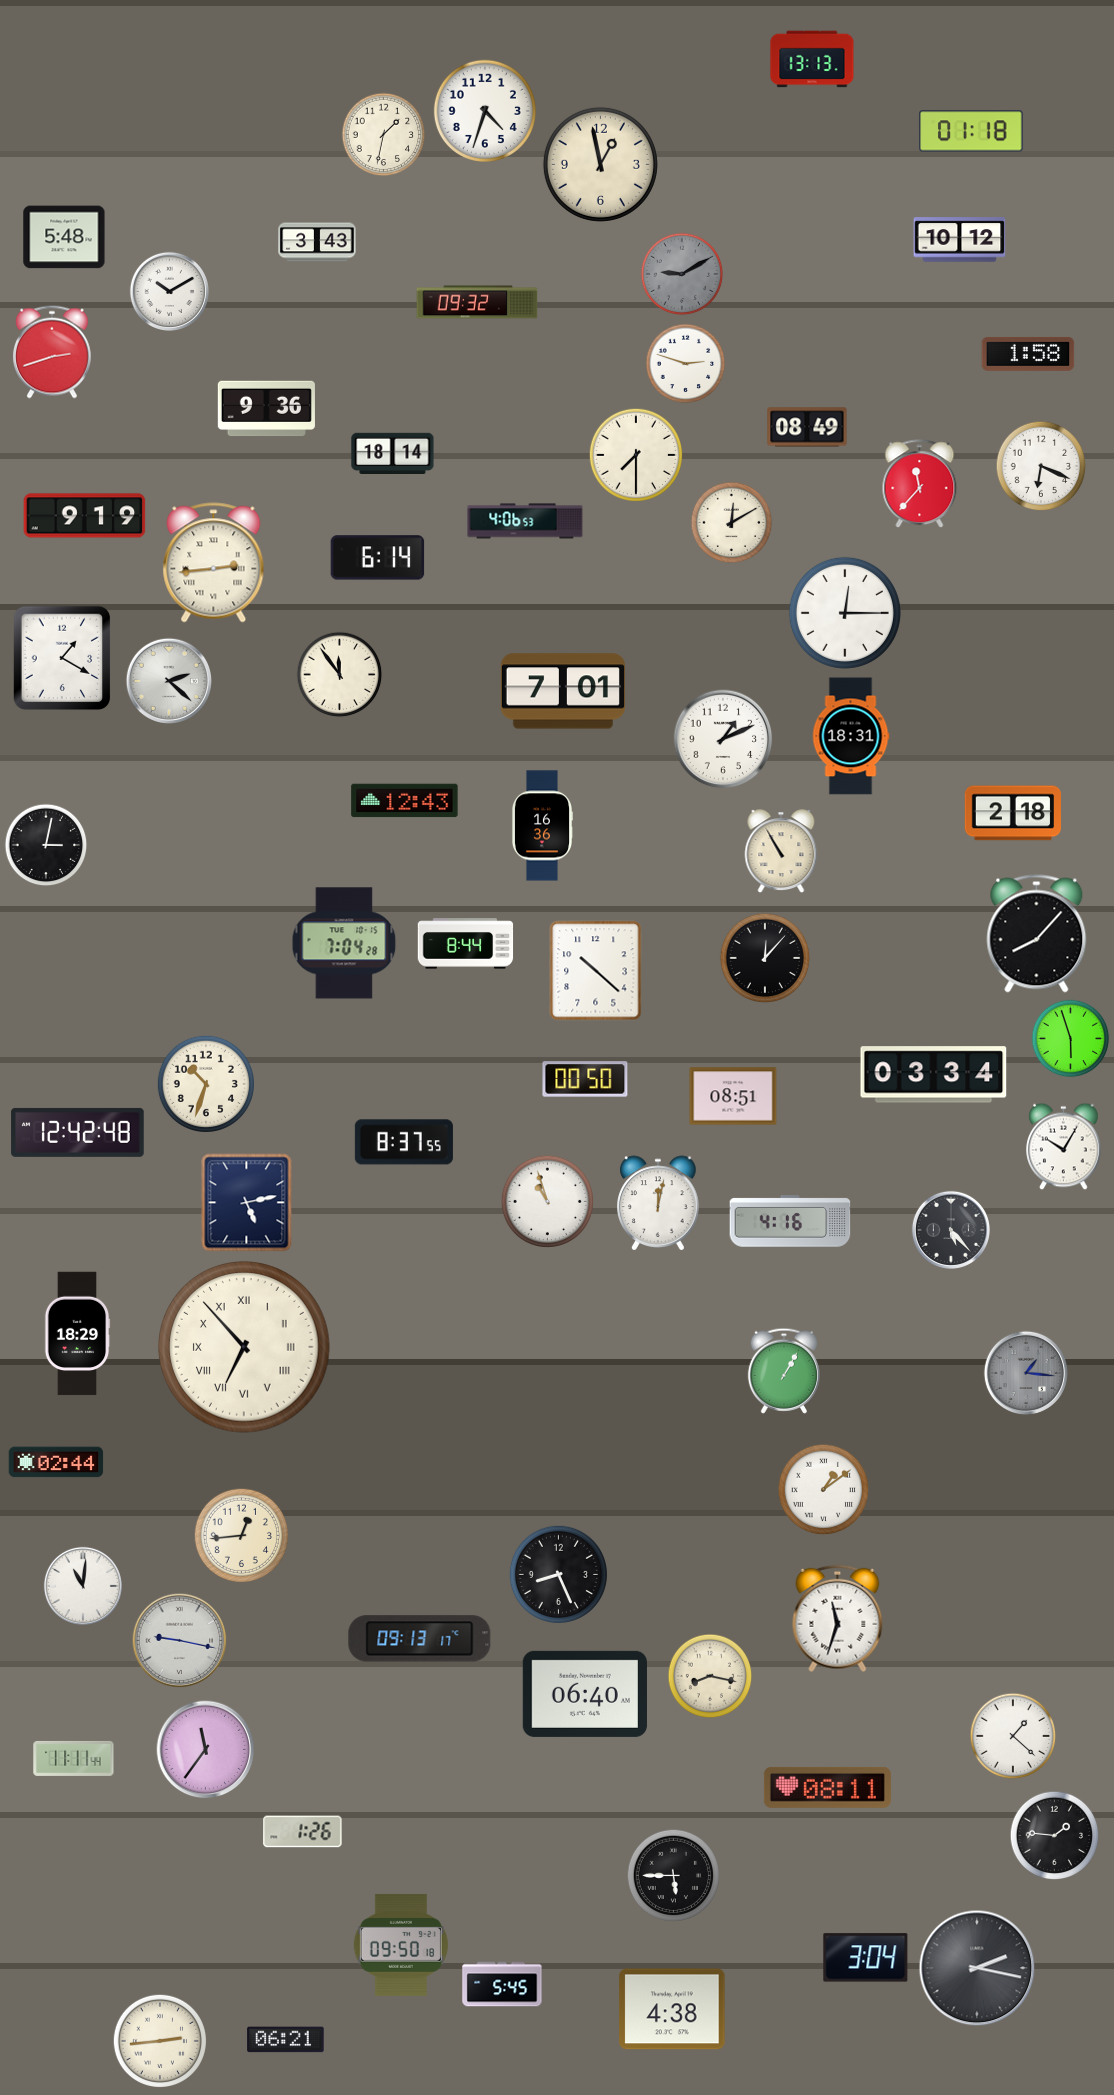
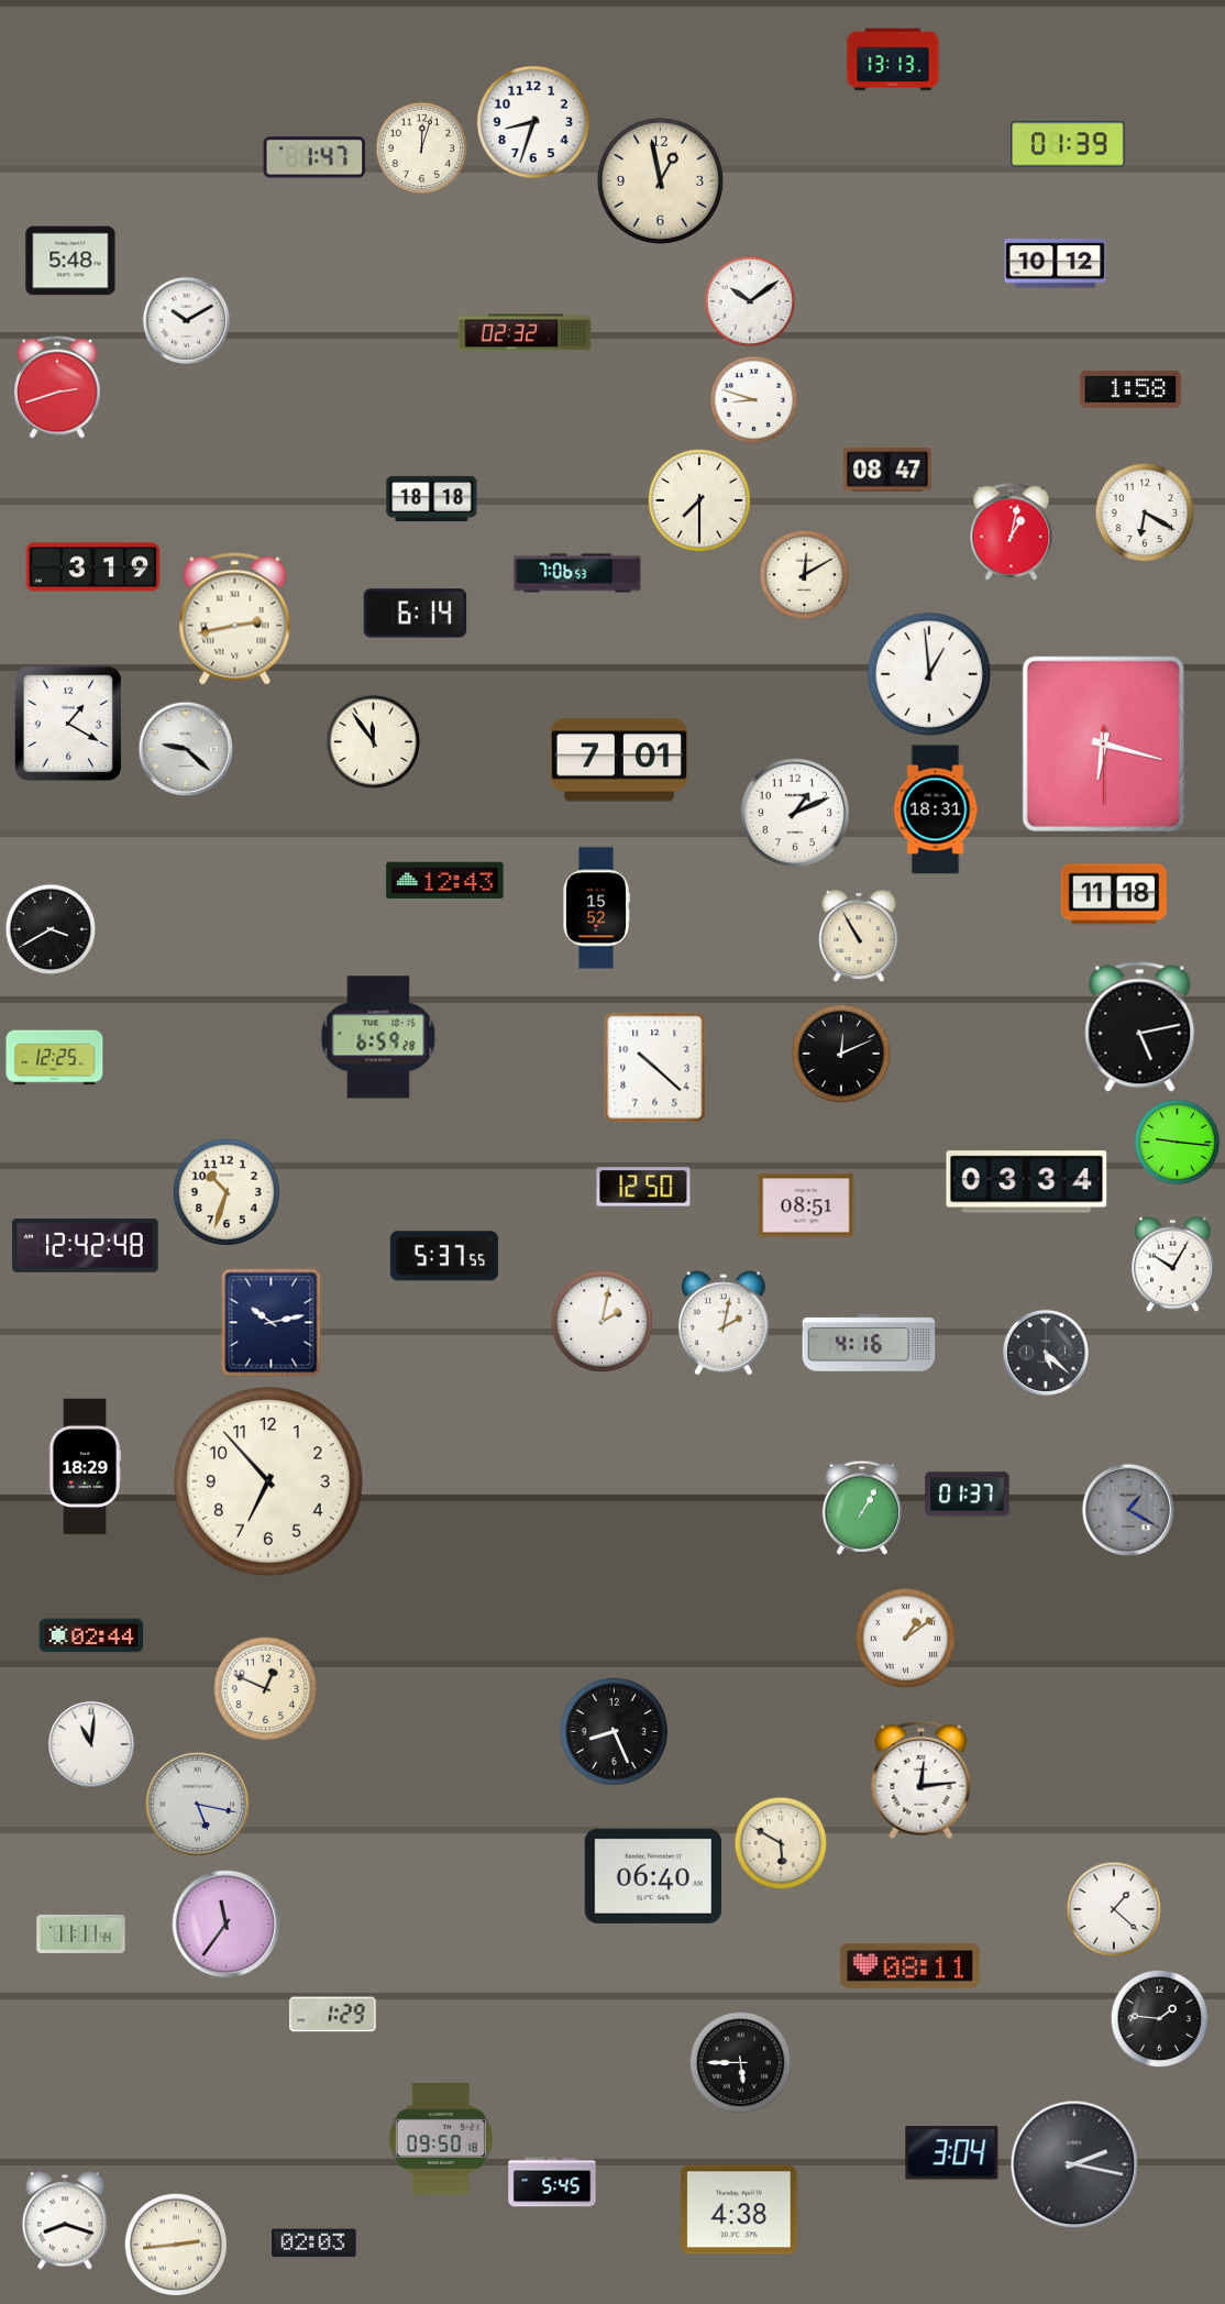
clock at (812, 59) position: (812, 59) -> (893, 59)
clock at (485, 111): 4:33 -> 8:33
clock at (971, 131): 01:18 -> 01:39
clock at (384, 135): 1:32 -> 12:03
clock at (314, 157): none -> 1:47
clock at (317, 242): 3:43 -> none
clock at (682, 274): 9:10 -> 10:09
clock at (682, 274) dial: grey -> white
clock at (477, 302): 09:32 -> 02:32
clock at (686, 364): 2:48 -> 8:48
clock at (266, 409): 9:36 -> none
clock at (807, 427): 08:49 -> 08:47
clock at (393, 453): 18:14 -> 18:18
clock at (1041, 466): 6:19 -> 6:20
clock at (920, 484): 11:37 -> 1:02
clock at (85, 516): 9:19 -> 3:19
clock at (525, 521): 4:06 -> 7:06
clock at (214, 563): 2:44 -> 2:43
clock at (845, 613): 12:15 -> 12:59
clock at (1103, 743): none -> 6:17
clock at (168, 680): 2:22 -> 9:22
clock at (1012, 813): 2:18 -> 11:18
clock at (541, 826): 16:36 -> 15:52
clock at (46, 845): 3:02 -> 3:40
clock at (1037, 934): 8:07 -> 5:13
clock at (344, 943): 7:04 -> 6:59
clock at (466, 944): 8:44 -> none
clock at (765, 958): 12:07 -> 12:11
clock at (55, 1058): none -> 12:25
clock at (1071, 1039): 5:57 -> 9:16
clock at (585, 1079): 00:50 -> 12:50
clock at (404, 1142): 8:37 -> 5:37
clock at (1064, 1147) position: (1064, 1147) -> (1173, 1265)
clock at (548, 1202): 10:57 -> 2:02
clock at (247, 1203): 5:13 -> 10:13
clock at (658, 1203): 12:02 -> 2:02
clock at (951, 1230): 5:23 -> 5:22
clock at (244, 1347) numerals: Roman -> Arabic
clock at (968, 1495): none -> 01:37
clock at (1025, 1372): 1:16 -> 1:20
clock at (56, 1462) position: (56, 1462) -> (91, 1635)
clock at (241, 1535): 12:44 -> 12:49
clock at (838, 1619): 11:33 -> 12:14
clock at (420, 1639): 09:13 -> none
clock at (180, 1641): 9:17 -> 5:17
clock at (710, 1676): 8:17 -> 5:50
clock at (585, 1694) position: (585, 1694) -> (653, 1876)
clock at (303, 1832): 1:26 -> 1:29
clock at (65, 2220): none -> 8:18
clock at (286, 2040): 06:21 -> 02:03
